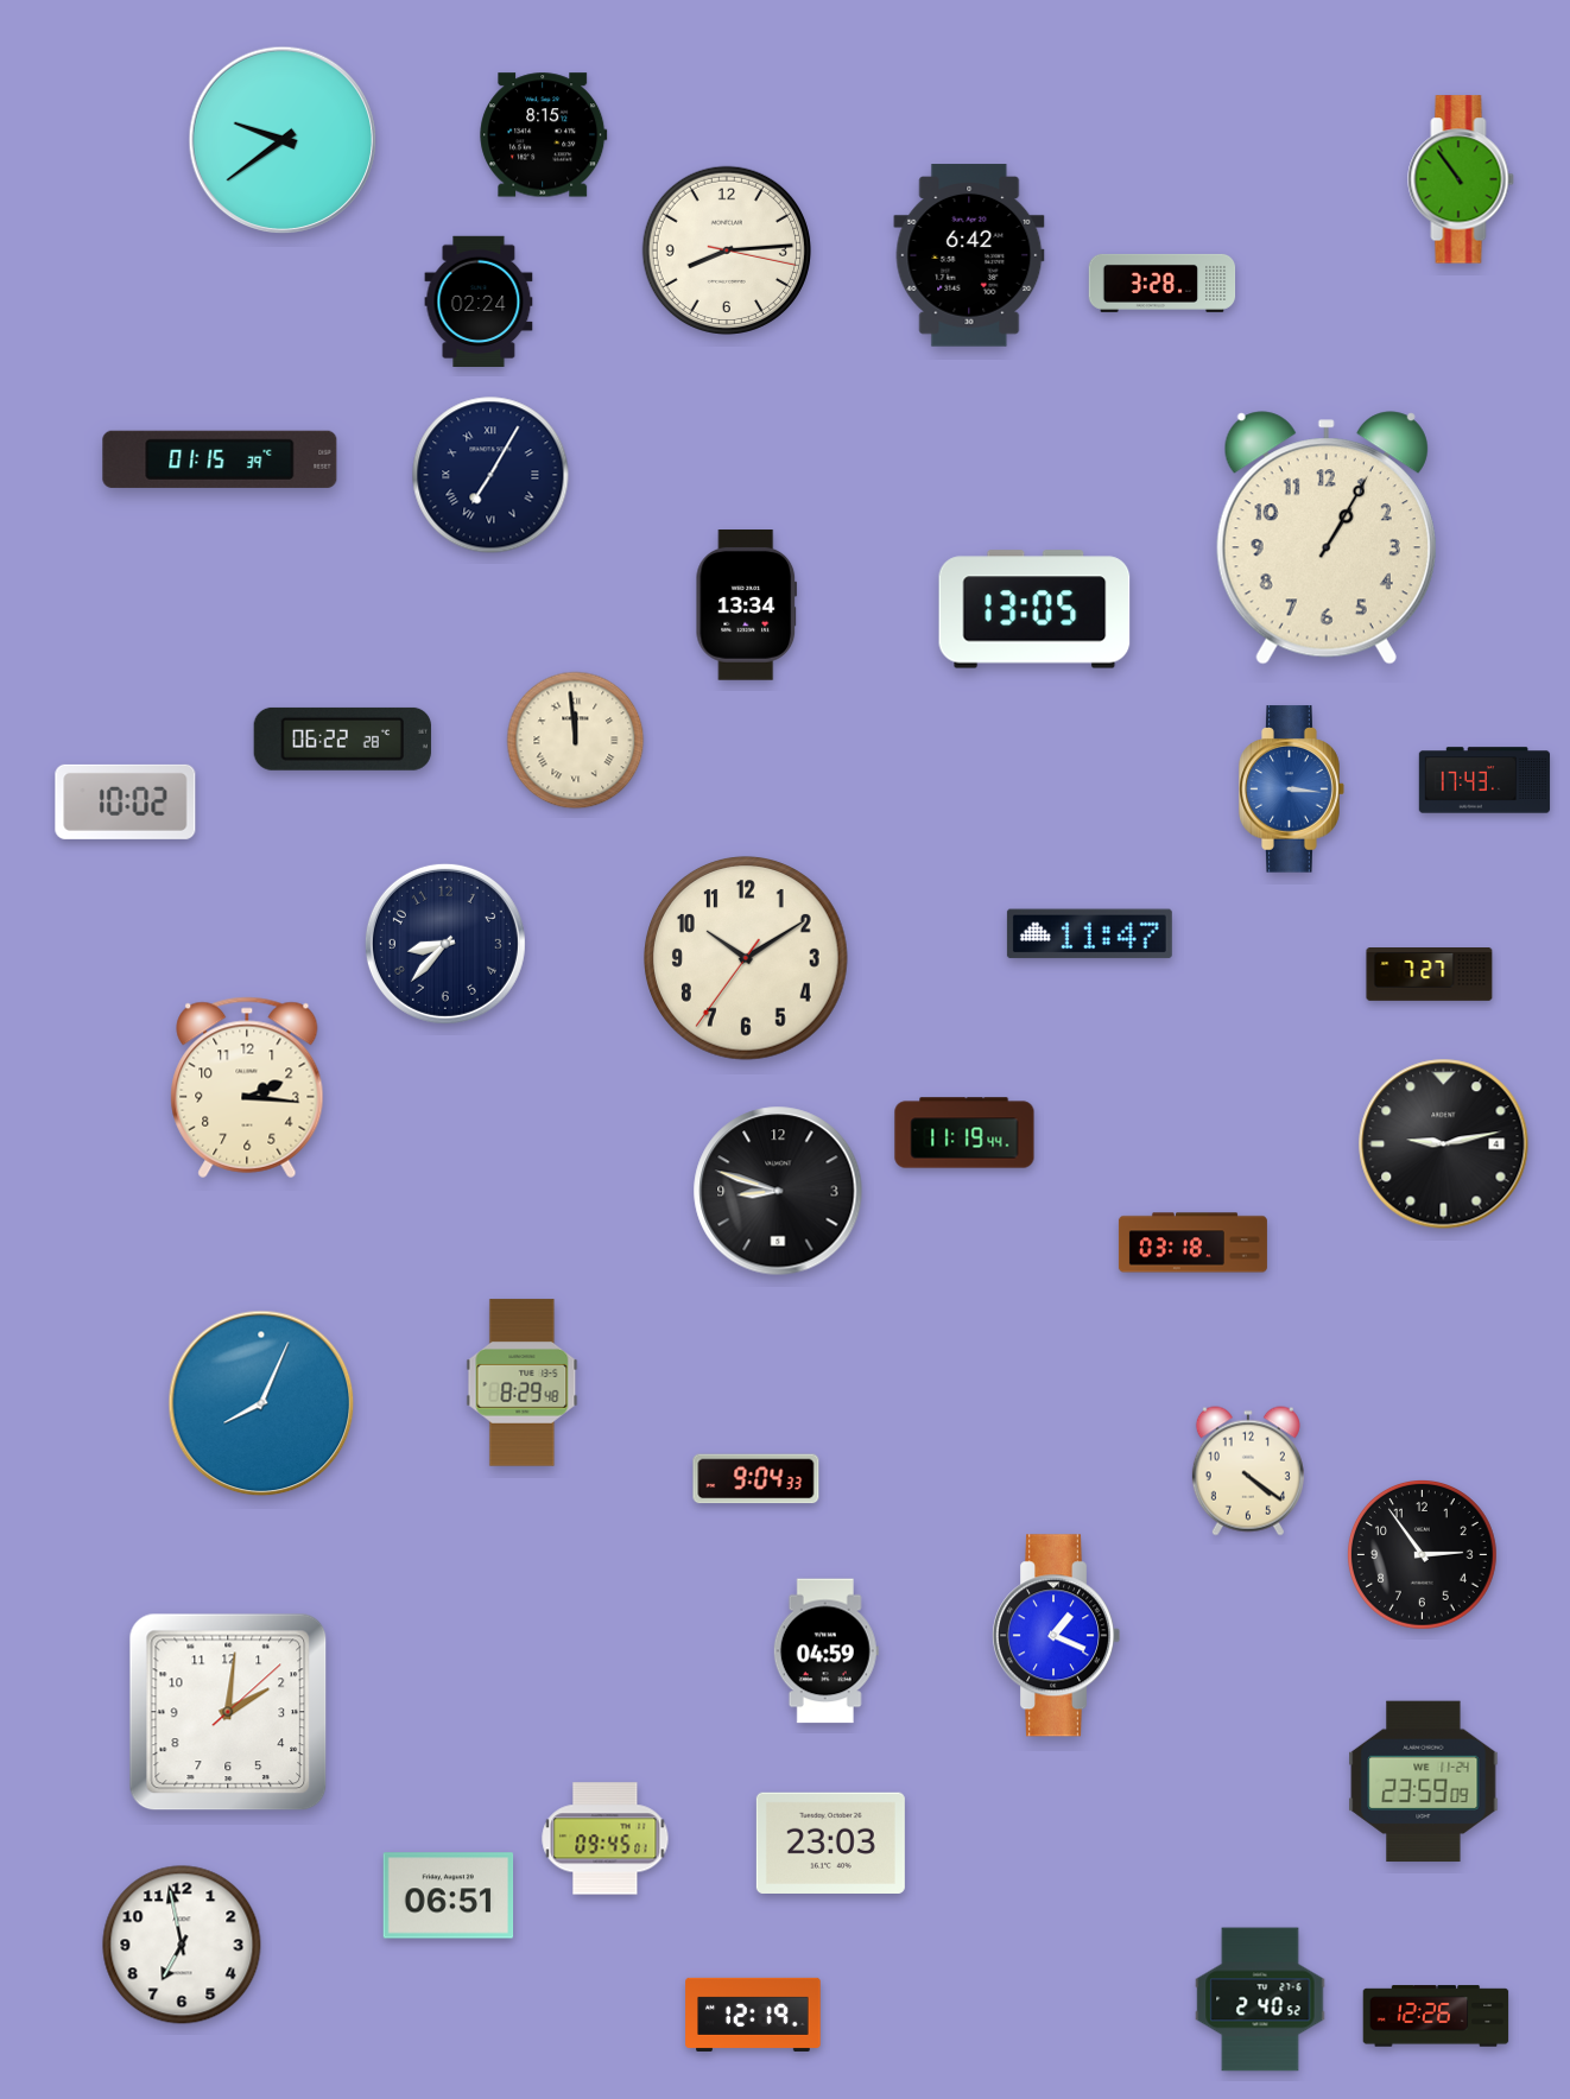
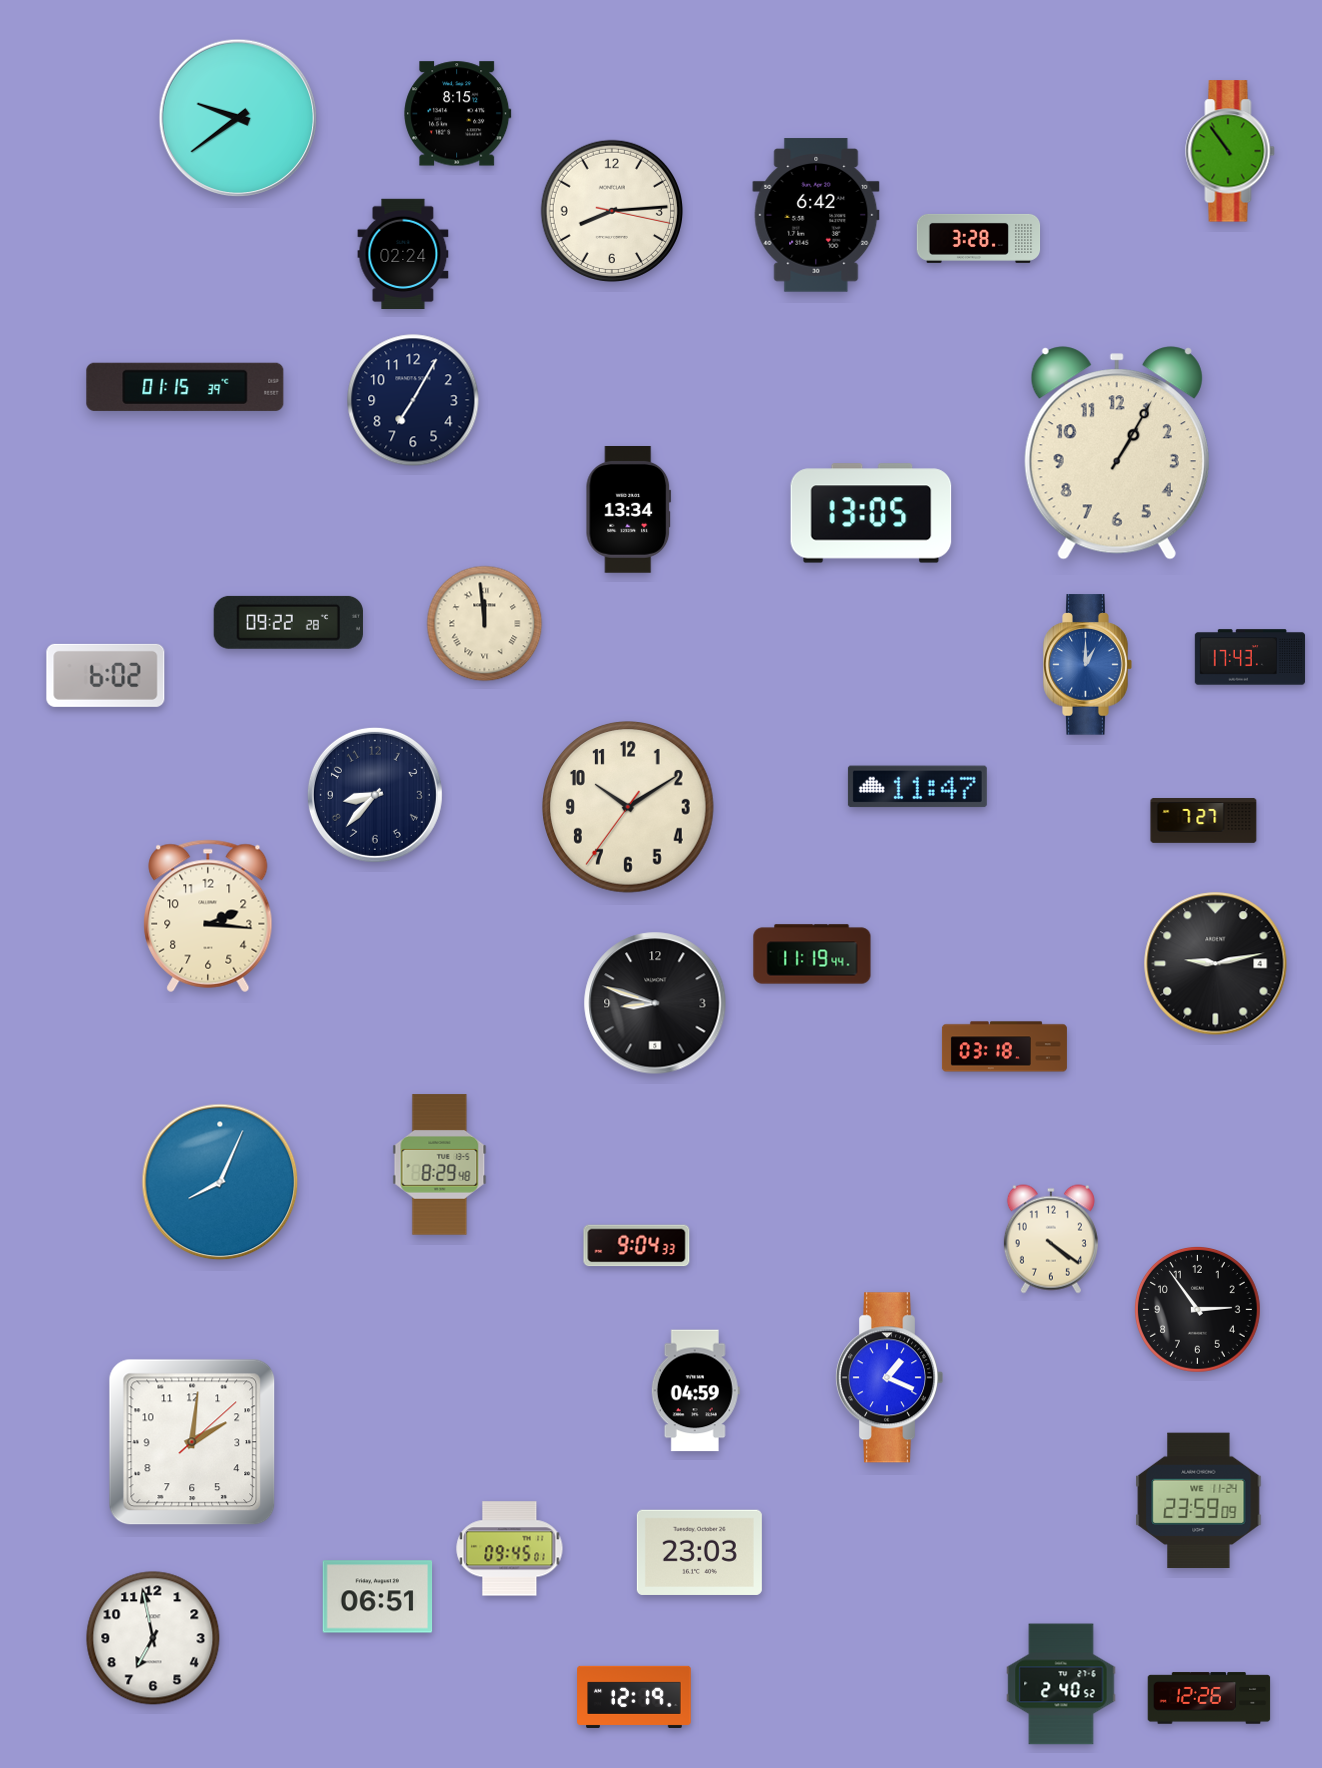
clock at (490, 475) numerals: Roman -> Arabic
clock at (342, 738): 06:22 -> 09:22
clock at (1292, 789): 3:16 -> 1:00
clock at (126, 801): 10:02 -> 6:02
